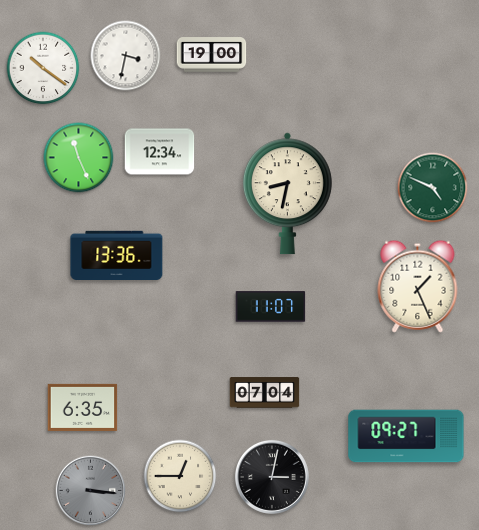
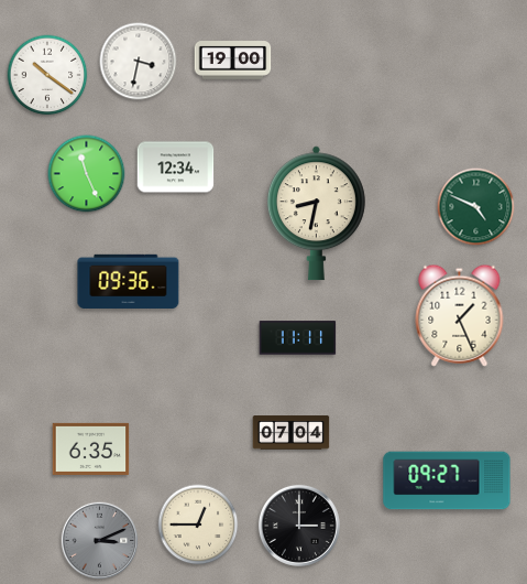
clock at (117, 255): 13:36 -> 09:36
clock at (271, 307): 11:07 -> 11:11
clock at (272, 477): 3:02 -> 3:00
clock at (91, 491): 3:16 -> 3:11
